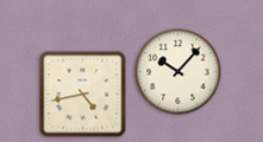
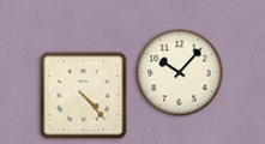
clock at (83, 95): 4:43 -> 4:23
